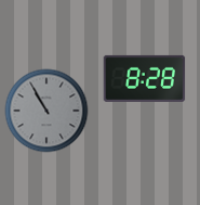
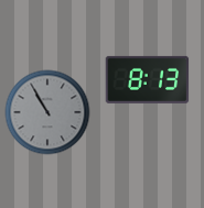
clock at (145, 78): 8:28 -> 8:13
